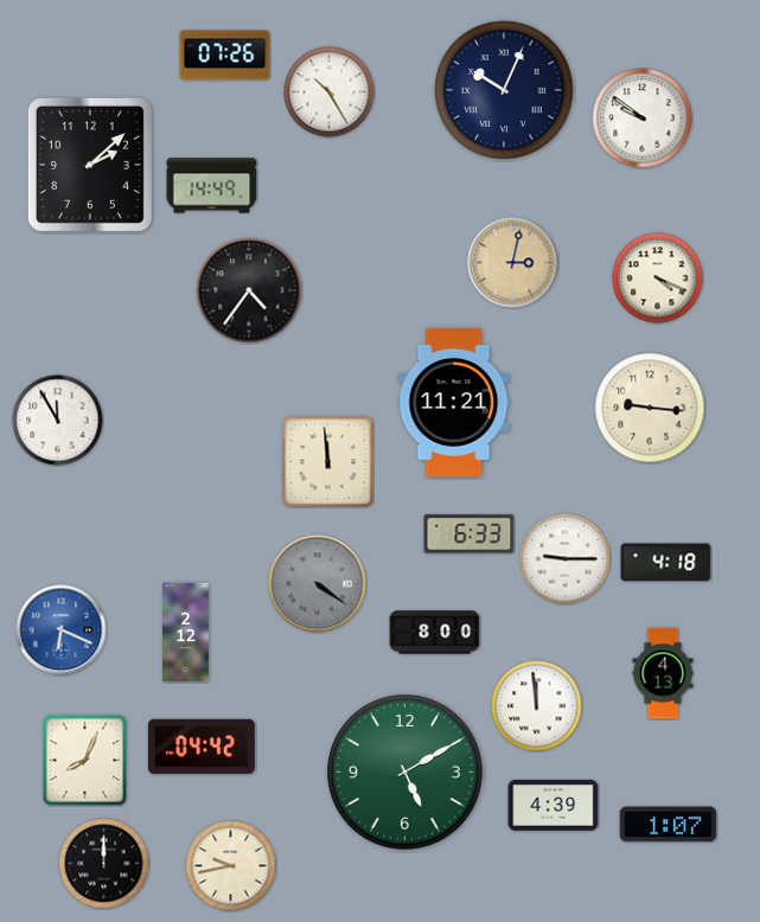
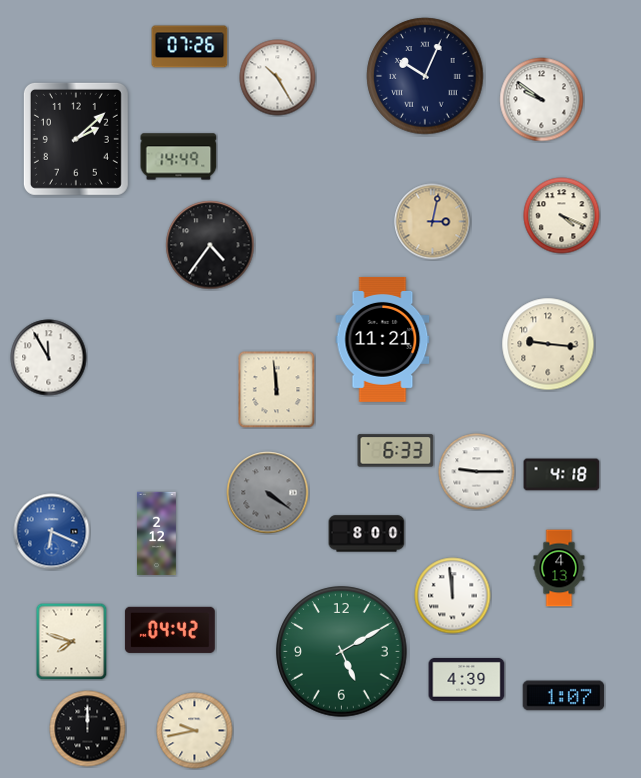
clock at (658, 278) position: (658, 278) -> (562, 216)
clock at (58, 421) position: (58, 421) -> (49, 358)
clock at (85, 760): 8:04 -> 7:48
